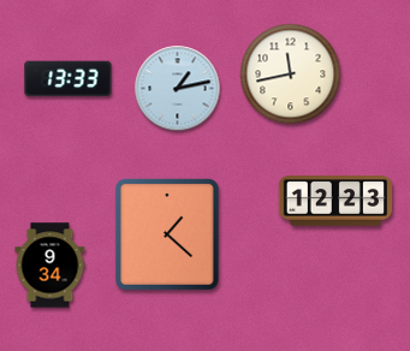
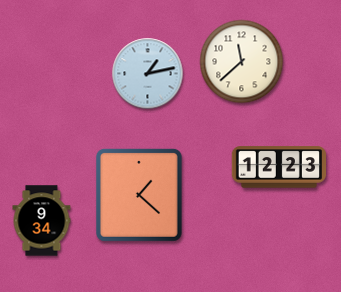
clock at (291, 75): 11:43 -> 11:38
clock at (69, 79): 13:33 -> none
